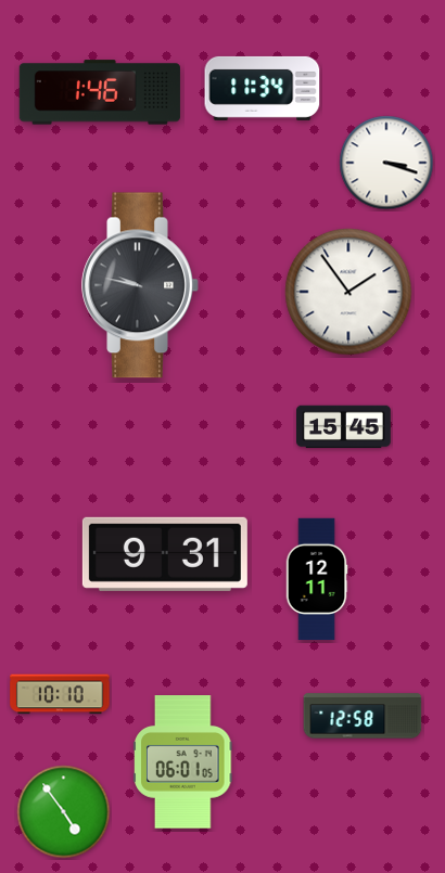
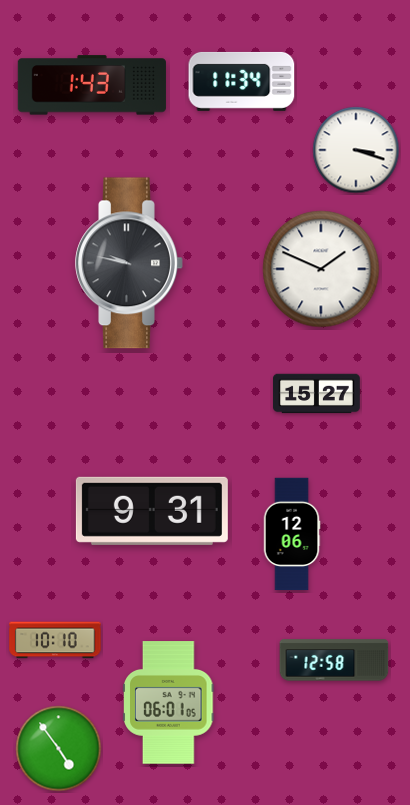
clock at (100, 92): 1:46 -> 1:43
clock at (348, 292): 1:54 -> 1:49
clock at (344, 427): 15:45 -> 15:27
clock at (317, 579): 12:11 -> 12:06
